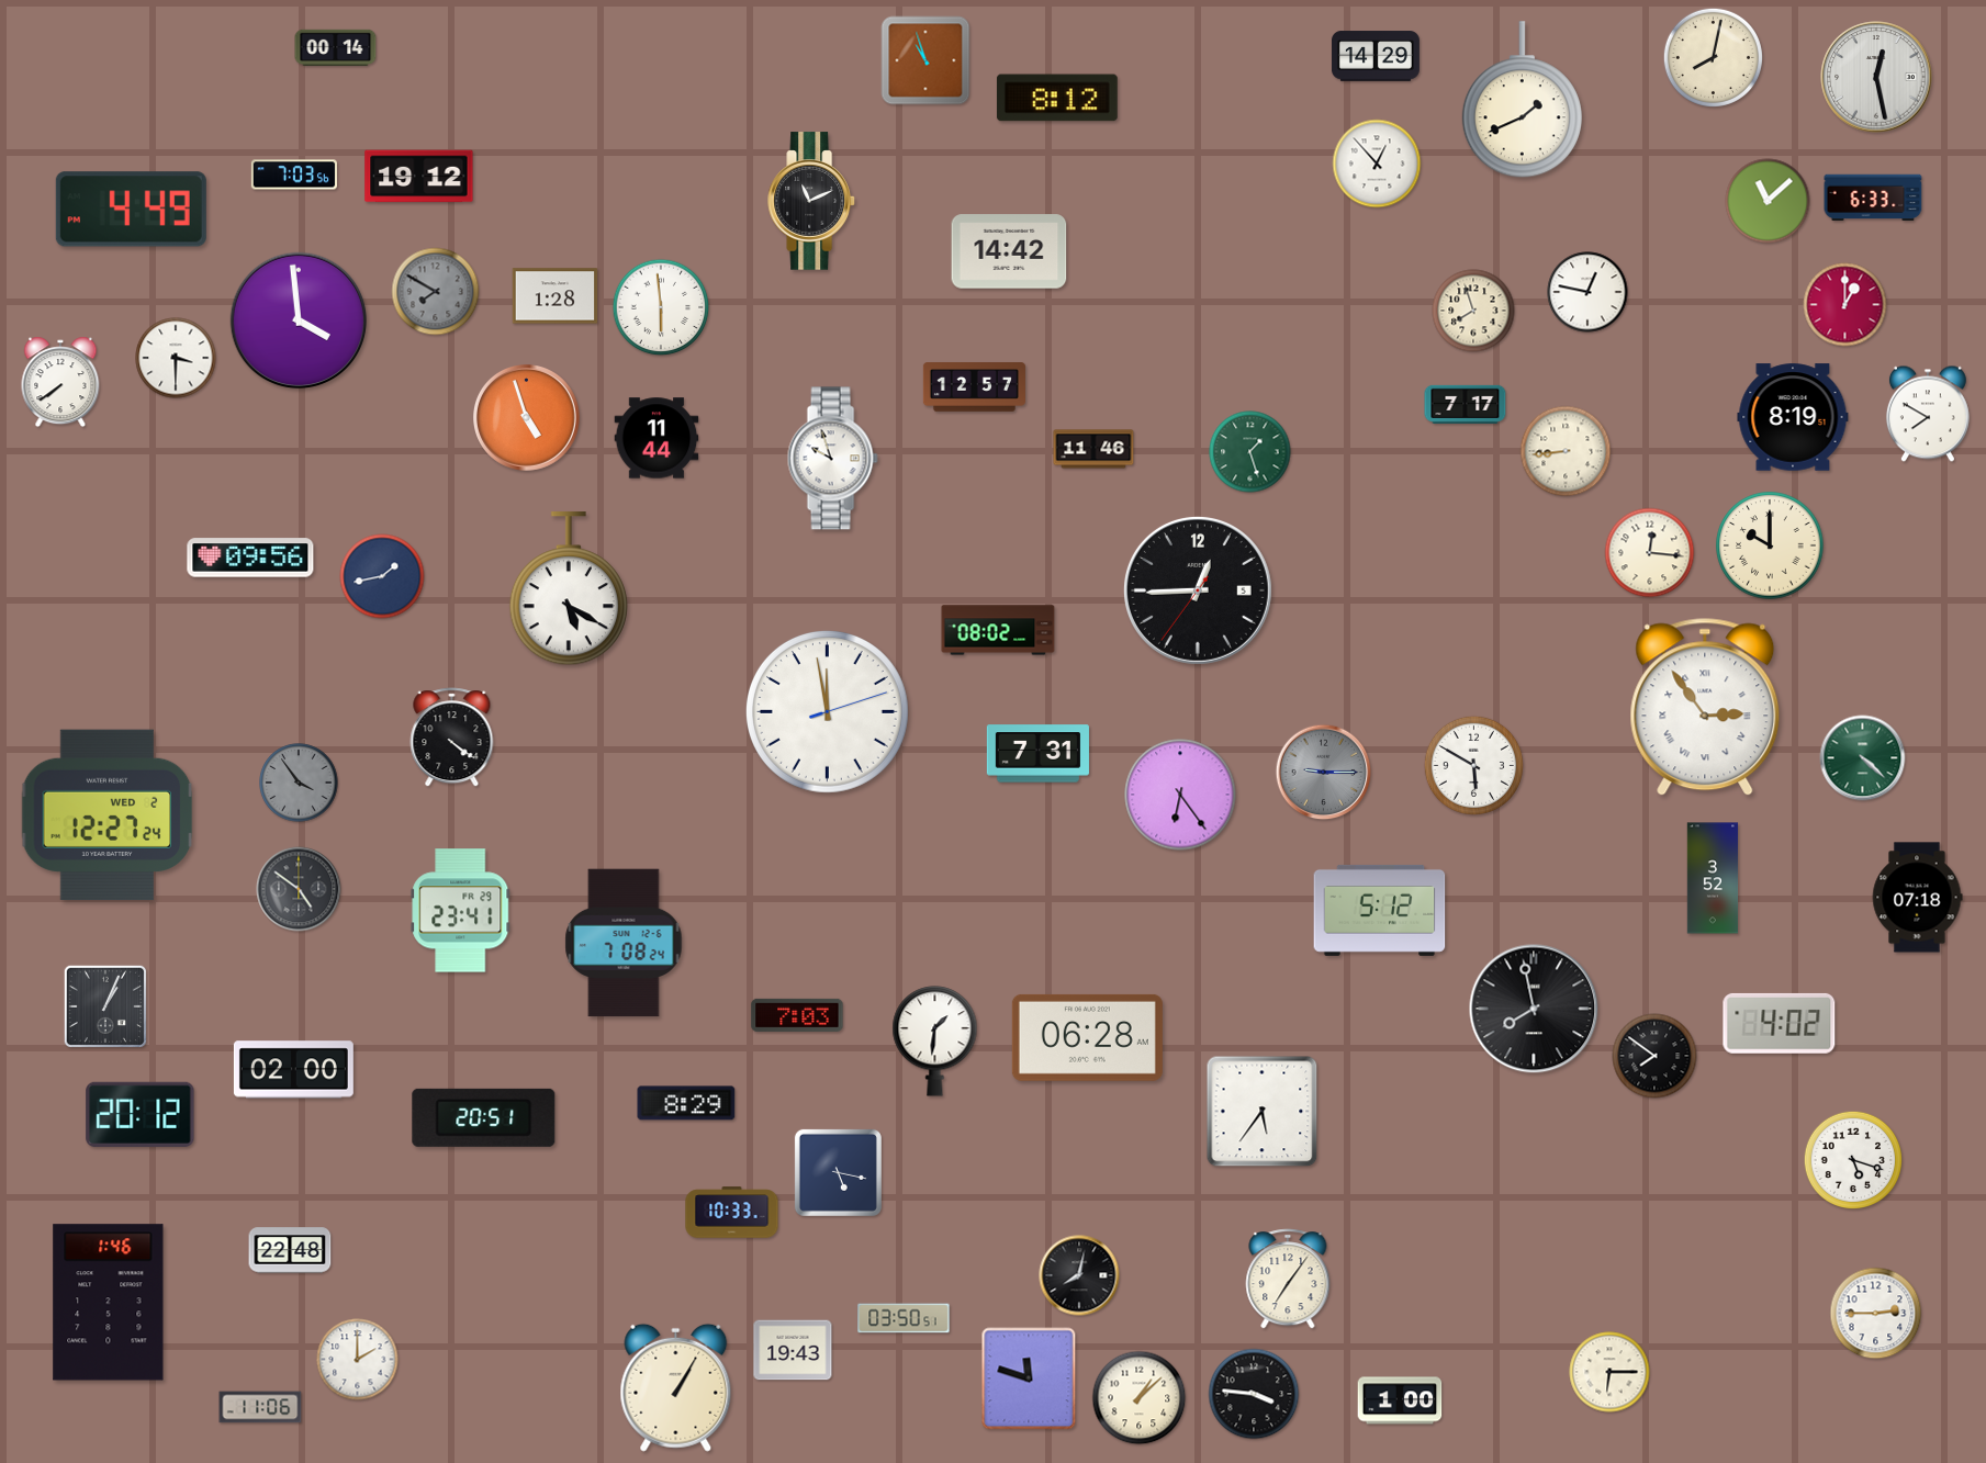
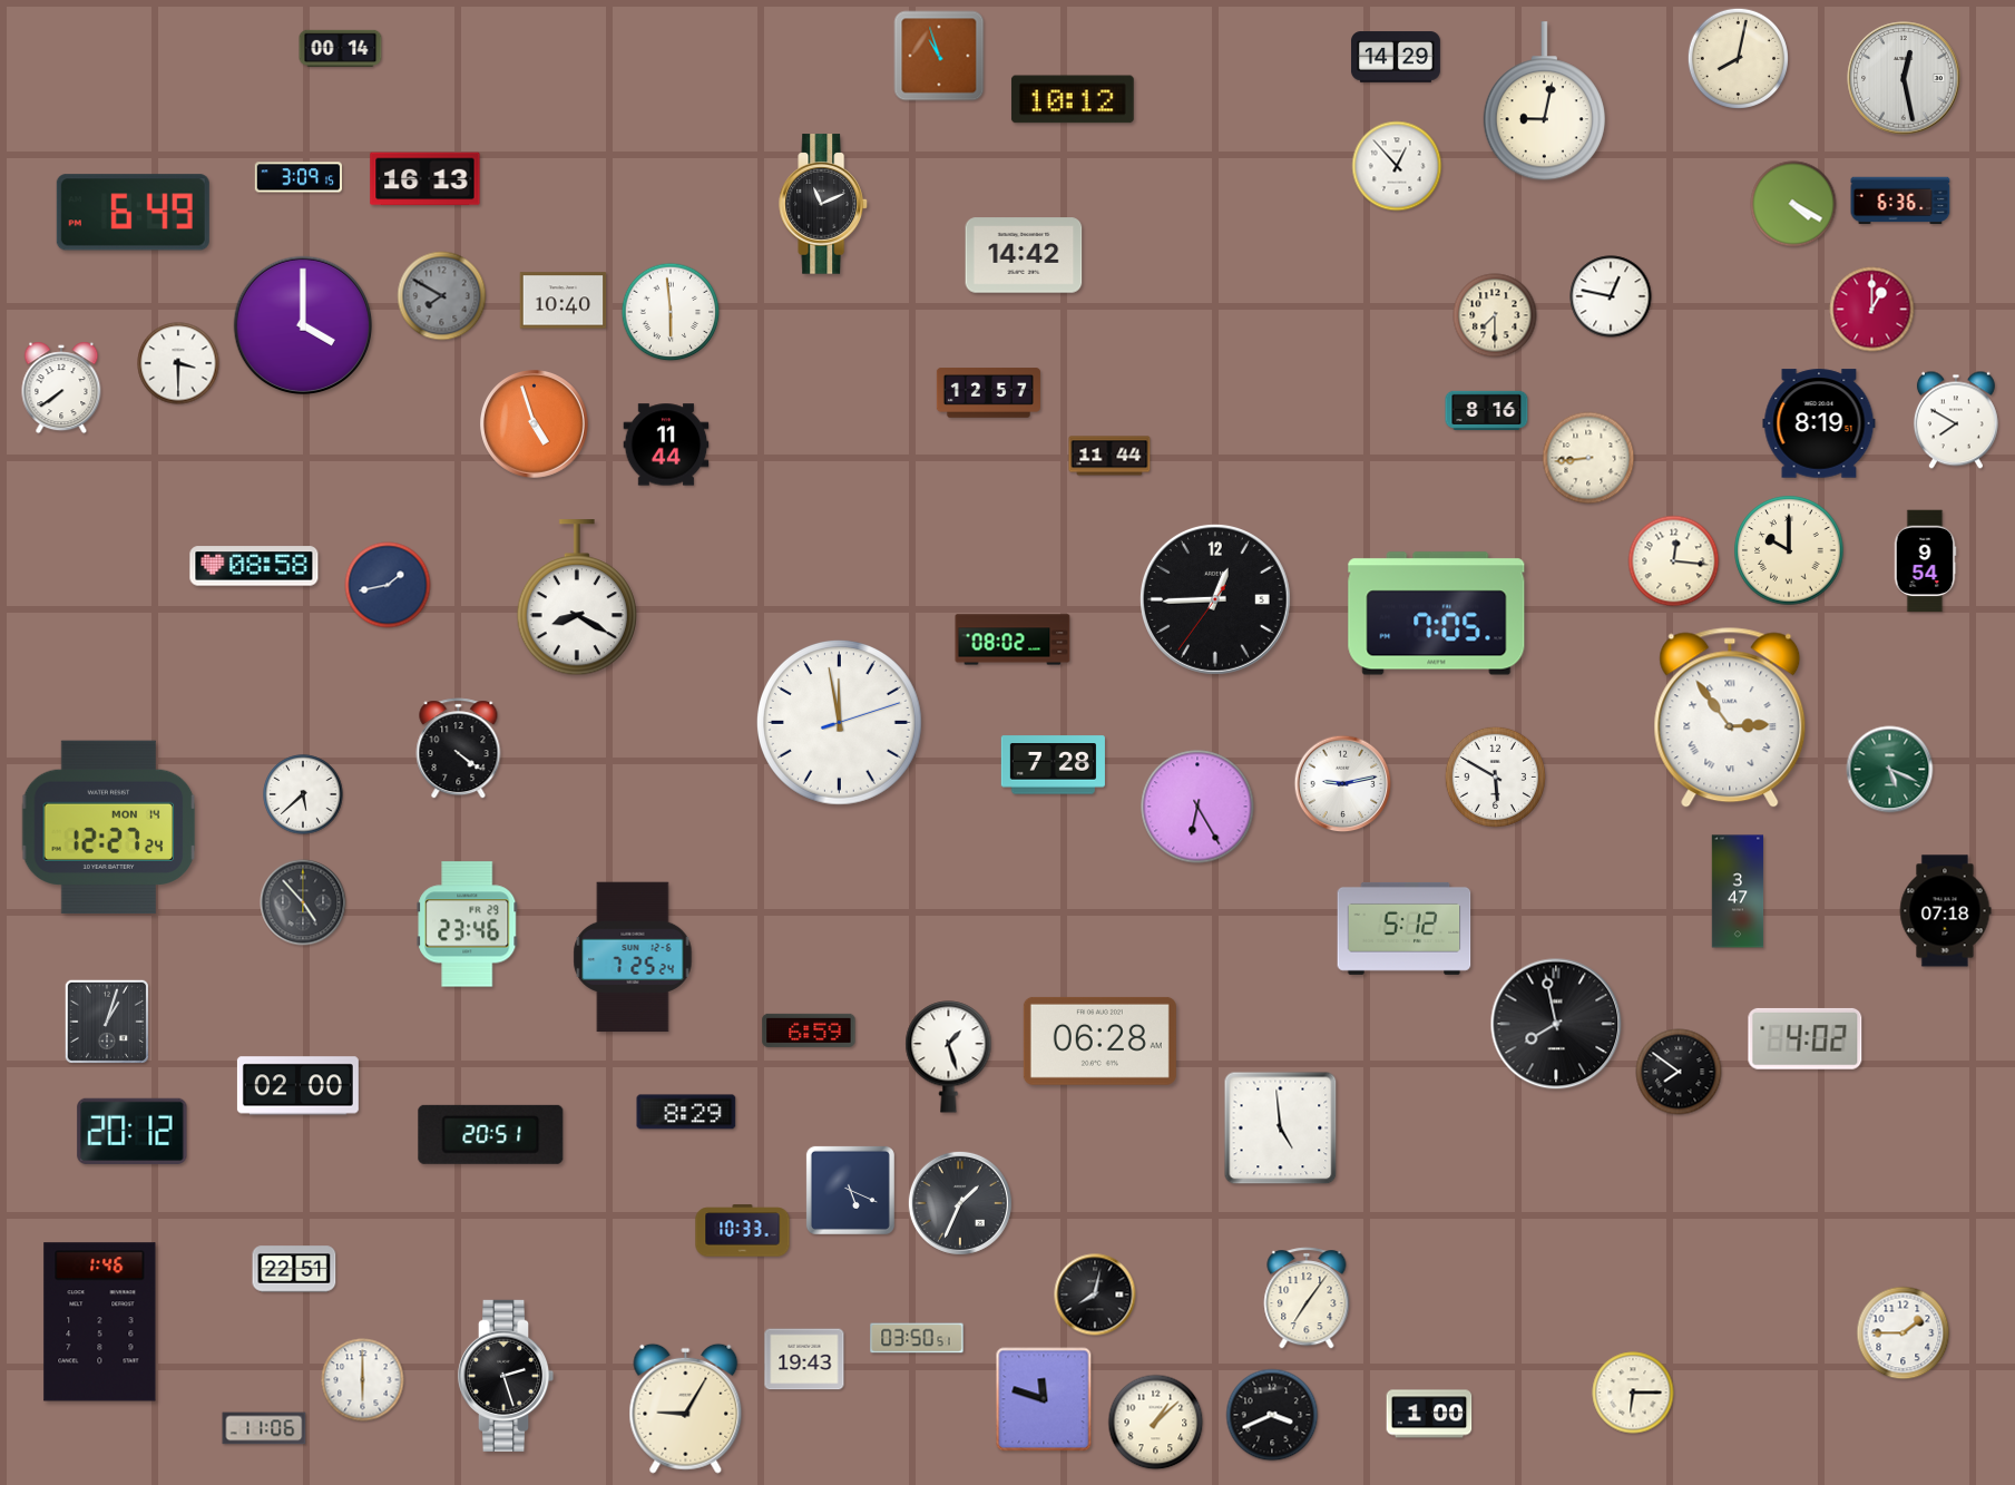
clock at (925, 60) position: (925, 60) -> (939, 56)
clock at (1057, 98): 8:12 -> 10:12
clock at (1522, 100): 1:41 -> 9:02
clock at (293, 175): 7:03 -> 3:09
clock at (419, 177): 19:12 -> 16:13
clock at (1873, 198): 6:33 -> 6:36
clock at (1768, 201): 11:08 -> 4:20
clock at (131, 210): 4:49 -> 6:49
clock at (556, 296): 1:28 -> 10:40
clock at (1473, 311): 7:57 -> 7:30
clock at (299, 320): 3:59 -> 4:00
clock at (1466, 404): 7:17 -> 8:16
clock at (1093, 449): 11:46 -> 11:44
clock at (1250, 452): 1:27 -> none
clock at (832, 459): 9:57 -> none
clock at (1770, 545) position: (1770, 545) -> (1789, 550)
clock at (1925, 561): none -> 9:54
clock at (250, 558): 09:56 -> 08:58
clock at (569, 589): 5:20 -> 8:20
clock at (1437, 614): none -> 7:05
clock at (1037, 754): 7:31 -> 7:28
clock at (1863, 758): 4:22 -> 5:19
clock at (1324, 773): 9:15 -> 9:13
clock at (1324, 773) dial: grey -> white
clock at (299, 783): 3:54 -> 5:38
clock at (299, 783) dial: grey -> white
clock at (1180, 795): 6:24 -> 6:25
clock at (108, 815) date: WED 2 -> MON 14
clock at (1713, 878): 3:52 -> 3:47
clock at (299, 889): 4:51 -> 4:53
clock at (1380, 910) position: (1380, 910) -> (1405, 928)
clock at (461, 911): 23:41 -> 23:46
clock at (624, 943): 7:08 -> 7:25
clock at (105, 1006): 1:04 -> 1:03
clock at (797, 1015): 7:03 -> 6:59
clock at (1087, 1037) position: (1087, 1037) -> (1099, 1041)
clock at (935, 1042): 1:31 -> 1:27
clock at (686, 1103) position: (686, 1103) -> (686, 1112)
clock at (1263, 1112): 5:36 -> 4:59
clock at (141, 1114) position: (141, 1114) -> (133, 1131)
clock at (1853, 1160): 5:18 -> none
clock at (838, 1172): 5:17 -> 5:19
clock at (960, 1203): none -> 1:34
clock at (290, 1250): 22:48 -> 22:51
clock at (109, 1303) position: (109, 1303) -> (100, 1322)
clock at (1876, 1314): 2:45 -> 1:45
clock at (793, 1350) position: (793, 1350) -> (804, 1359)
clock at (506, 1376): none -> 2:27
clock at (358, 1360): 2:00 -> 6:00
clock at (676, 1387): 1:05 -> 9:05
clock at (1254, 1394): 3:46 -> 3:41
clock at (1140, 1398) position: (1140, 1398) -> (1156, 1423)
clock at (1400, 1400) position: (1400, 1400) -> (1429, 1414)
